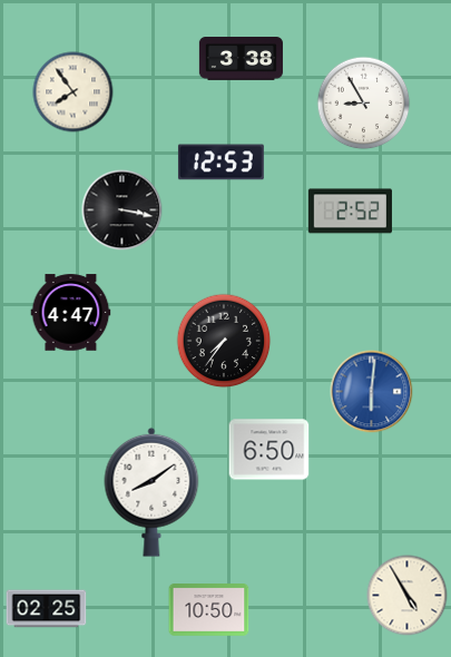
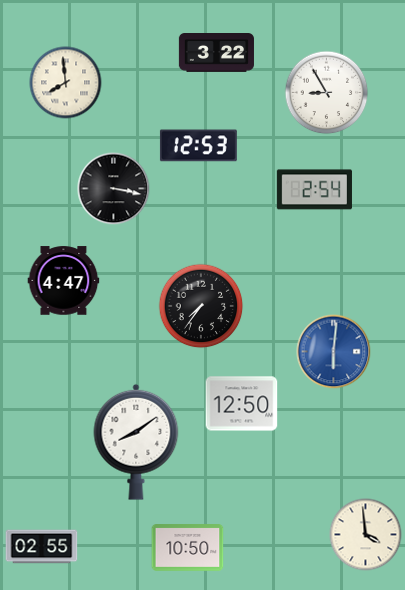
clock at (241, 59): 3:38 -> 3:22
clock at (73, 92): 7:54 -> 7:59
clock at (122, 210) position: (122, 210) -> (114, 189)
clock at (350, 212): 2:52 -> 2:54
clock at (269, 450): 6:50 -> 12:50
clock at (408, 596): 4:55 -> 3:59
clock at (47, 609): 02:25 -> 02:55
